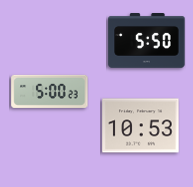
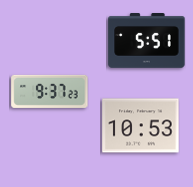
clock at (147, 41): 5:50 -> 5:51
clock at (50, 91): 5:00 -> 9:37
